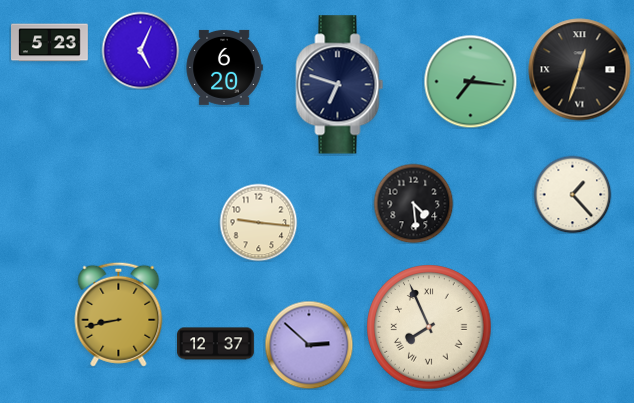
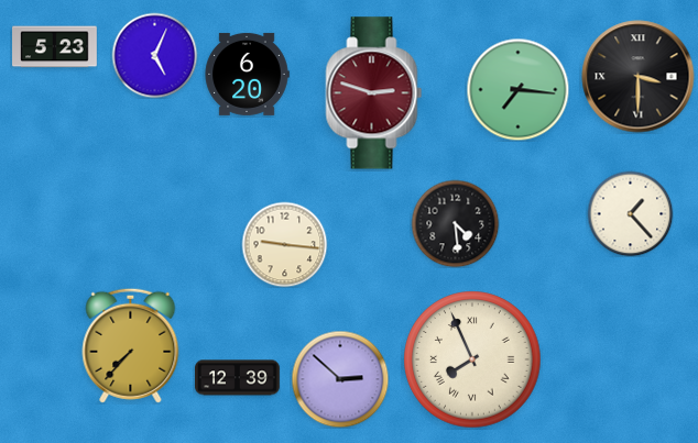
clock at (580, 70): 12:33 -> 3:30
clock at (340, 85): 6:48 -> 2:48
clock at (340, 85) dial: navy -> burgundy
clock at (119, 314): 8:43 -> 7:37
clock at (216, 344): 12:37 -> 12:39
